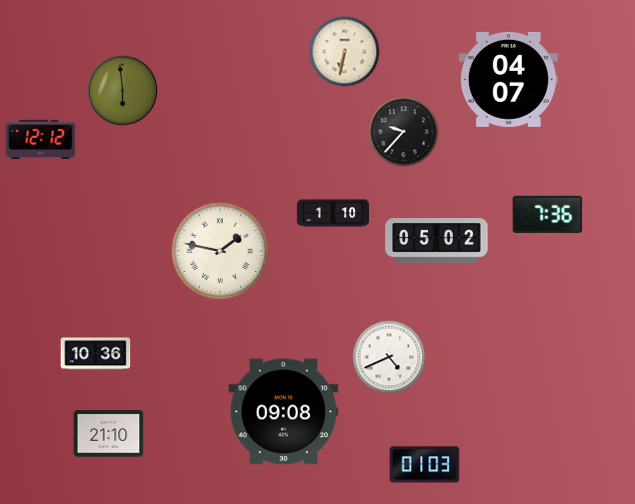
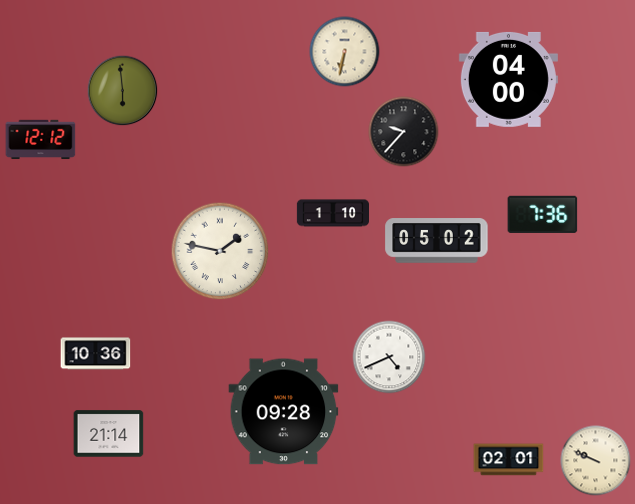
clock at (508, 79): 04:07 -> 04:00
clock at (548, 214) position: (548, 214) -> (543, 214)
clock at (284, 412): 09:08 -> 09:28
clock at (109, 434): 21:10 -> 21:14
clock at (509, 460): none -> 02:01
clock at (596, 461): none -> 9:49
clock at (425, 465): 01:03 -> none
